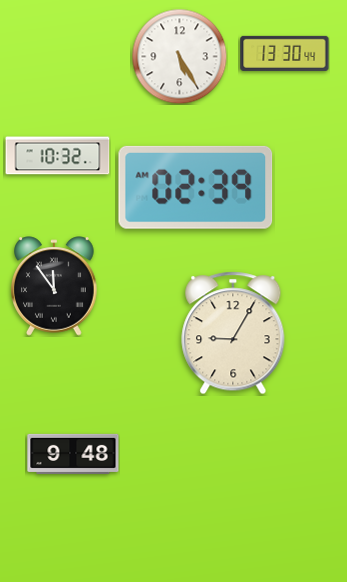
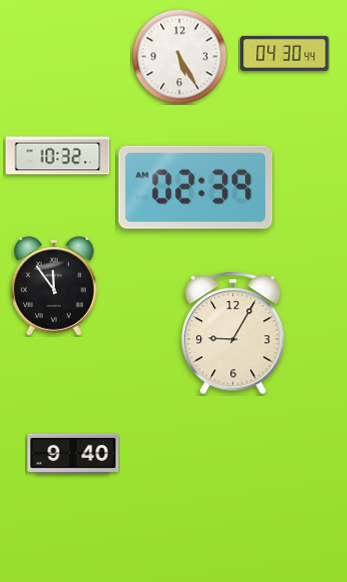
clock at (285, 53): 13:30 -> 04:30
clock at (73, 454): 9:48 -> 9:40
